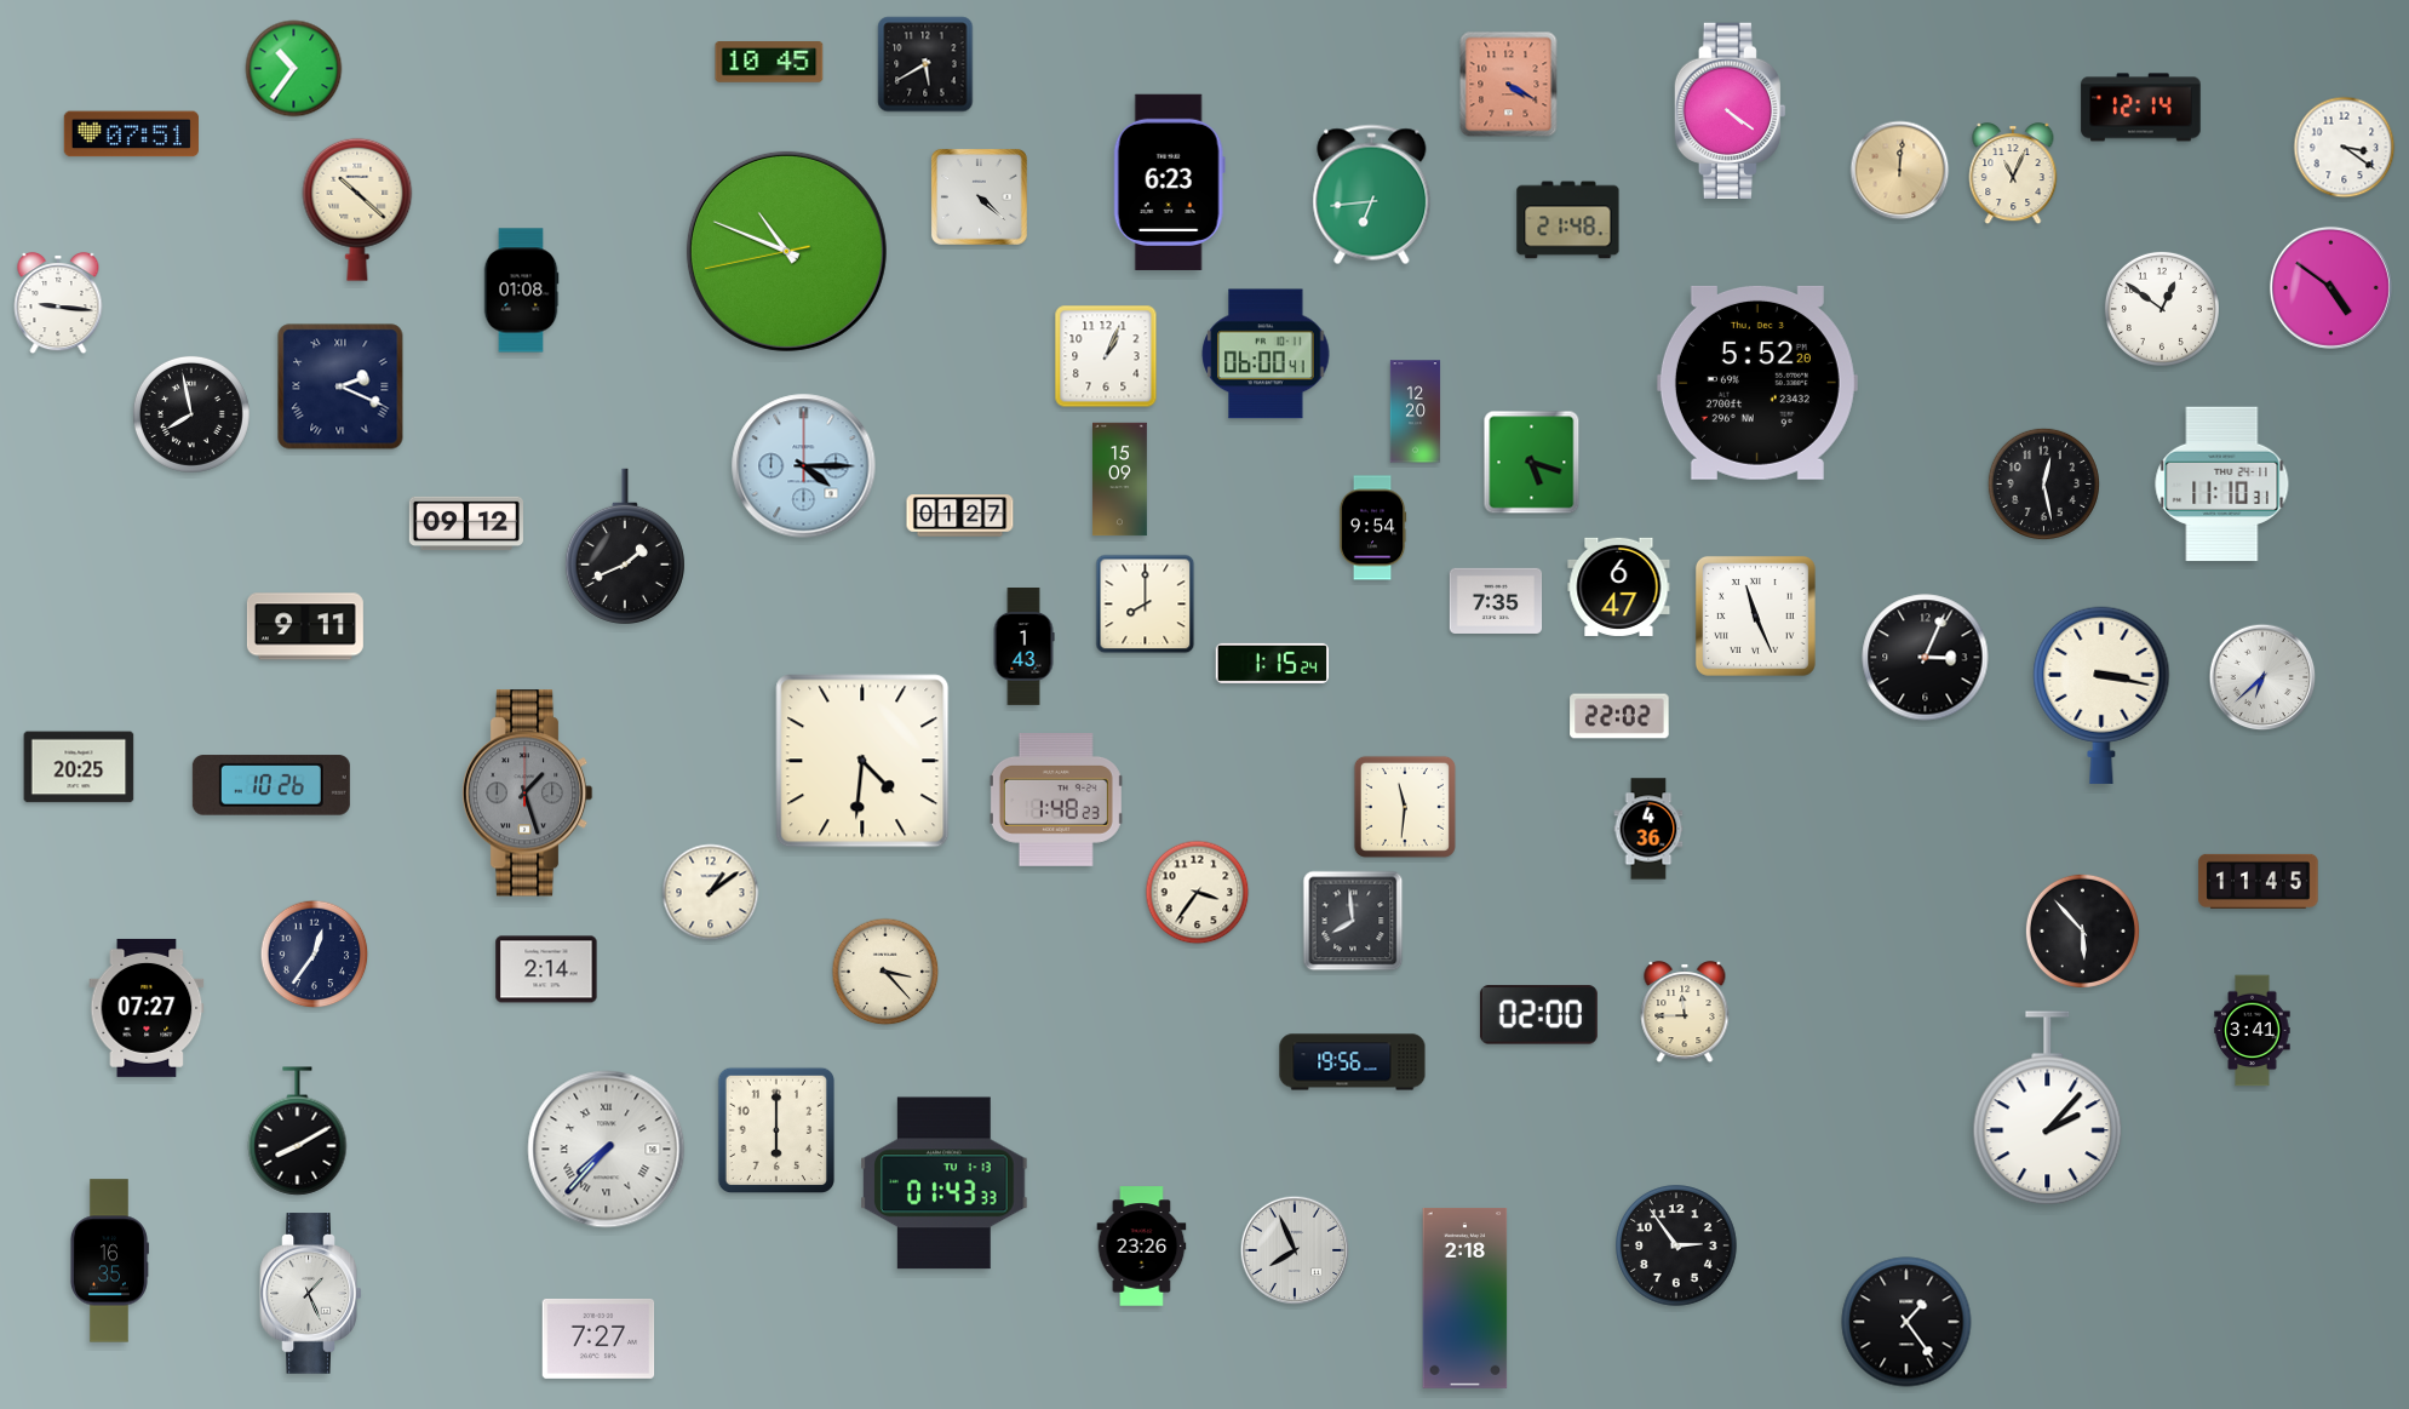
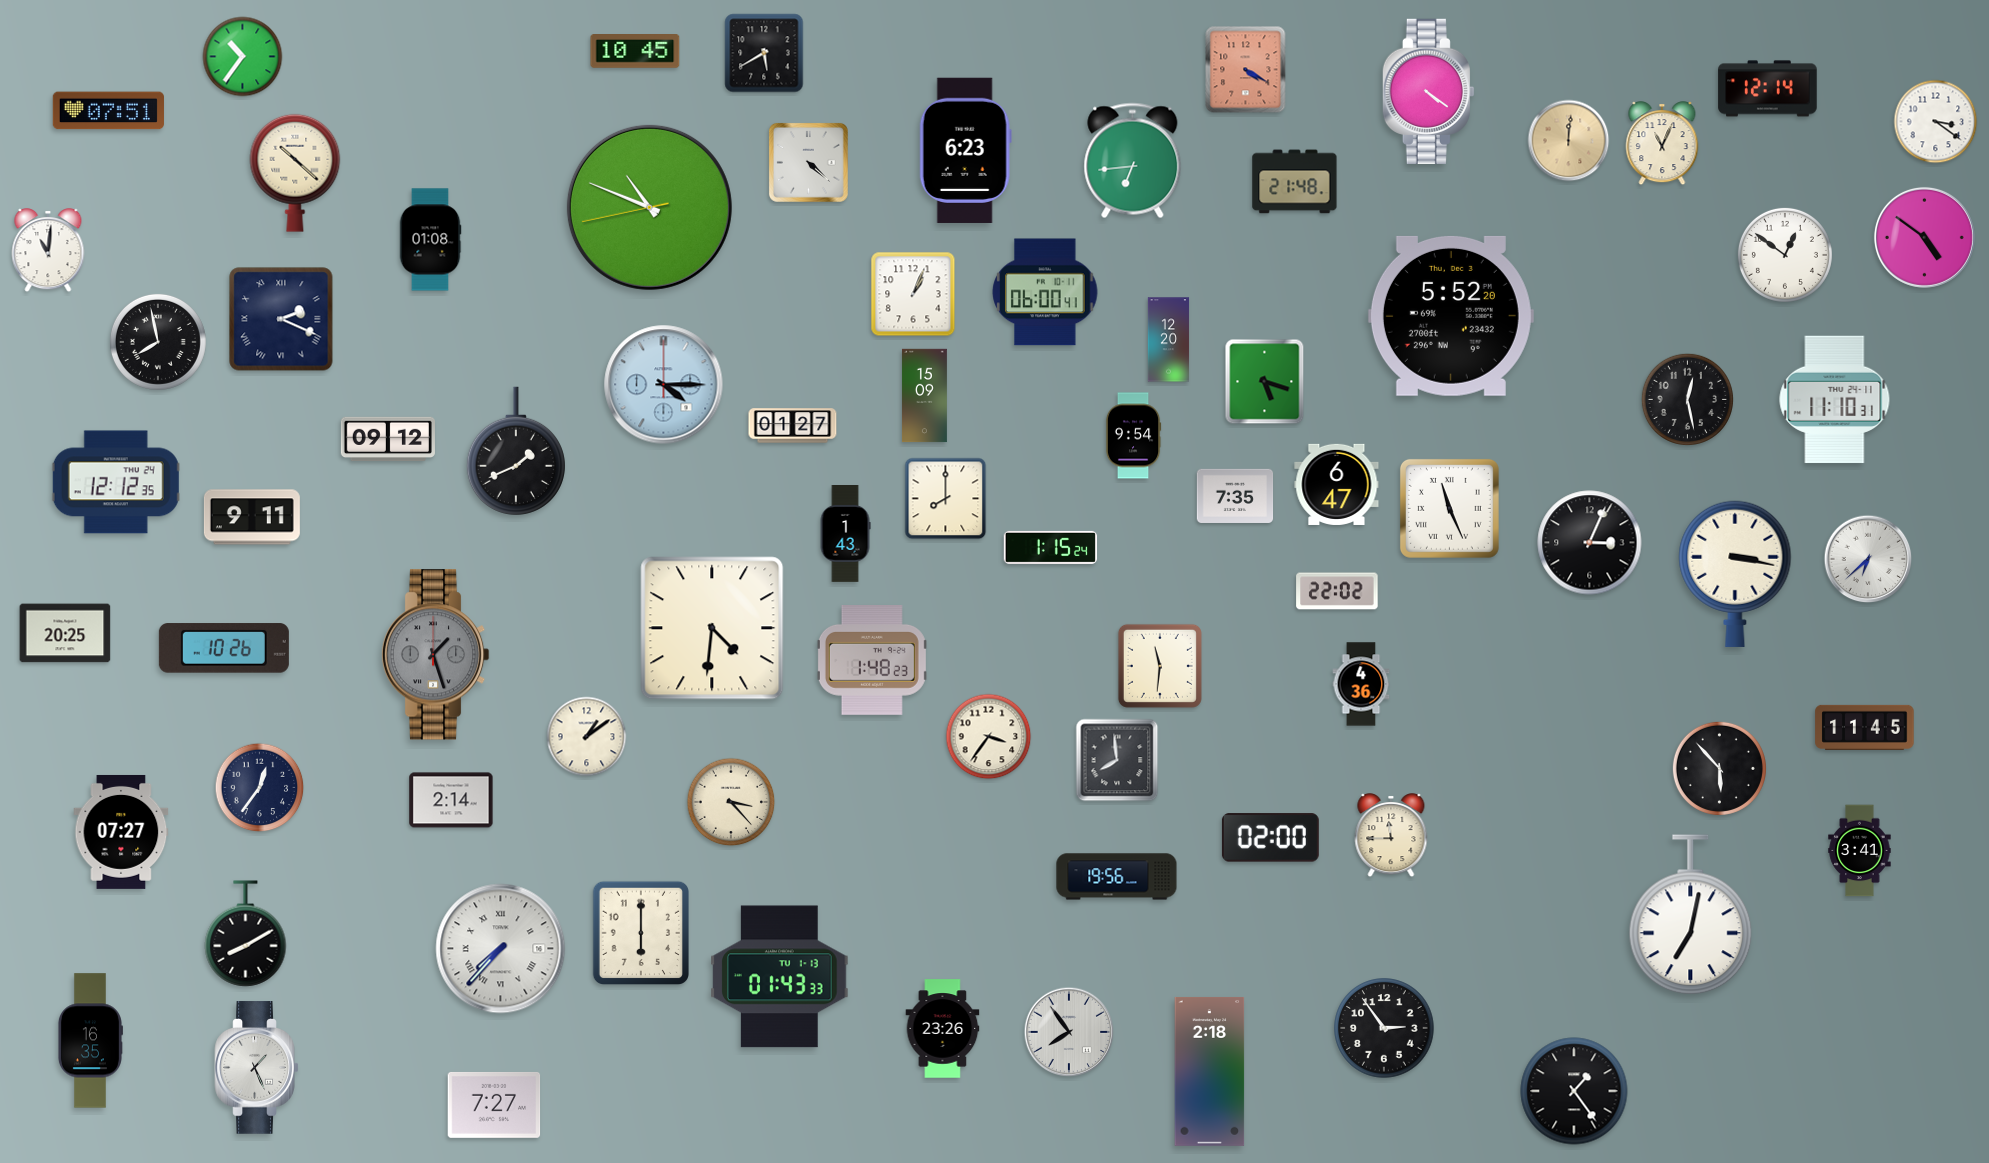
clock at (58, 304): 9:16 -> 11:01
clock at (466, 523) position: (466, 523) -> (388, 439)
clock at (116, 482): none -> 12:12
clock at (2048, 1109): 2:07 -> 7:02
clock at (1295, 1250): 7:56 -> 7:54
